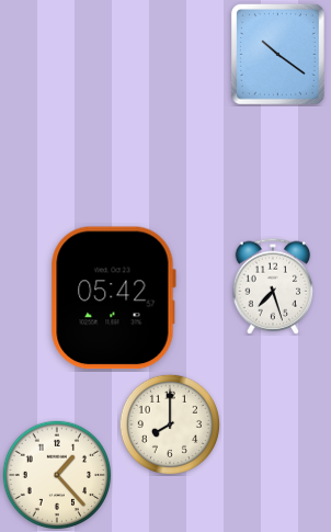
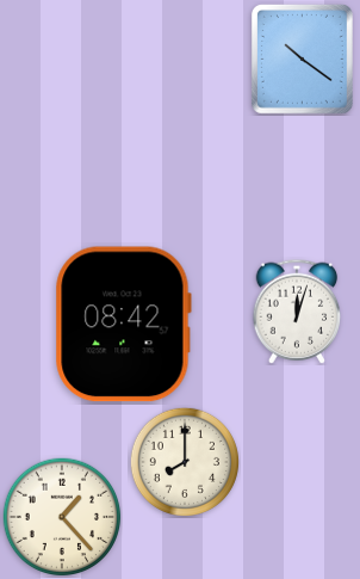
clock at (273, 286): 7:27 -> 12:03
clock at (113, 298): 05:42 -> 08:42
